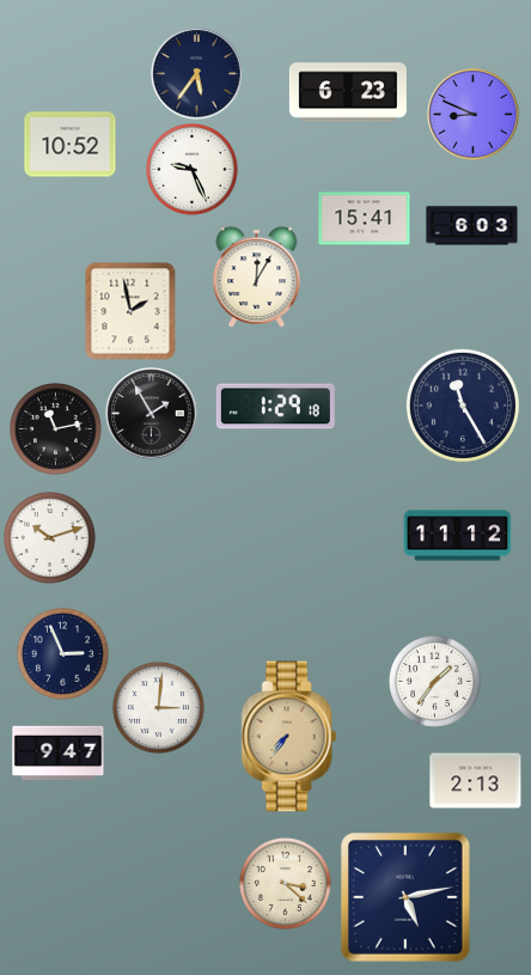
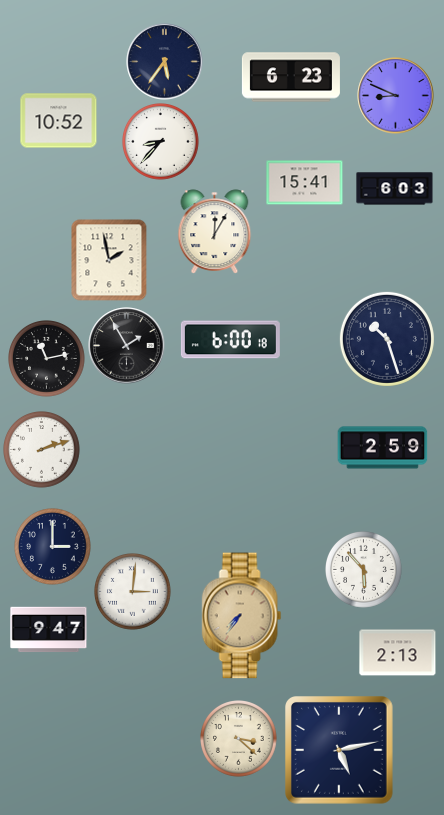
clock at (193, 170): 9:26 -> 8:37
clock at (463, 406): 11:25 -> 10:27
clock at (275, 407): 1:29 -> 6:00
clock at (458, 536): 11:12 -> 2:59
clock at (50, 538): 10:12 -> 2:12
clock at (63, 654): 2:56 -> 3:00
clock at (435, 682): 1:36 -> 5:53
